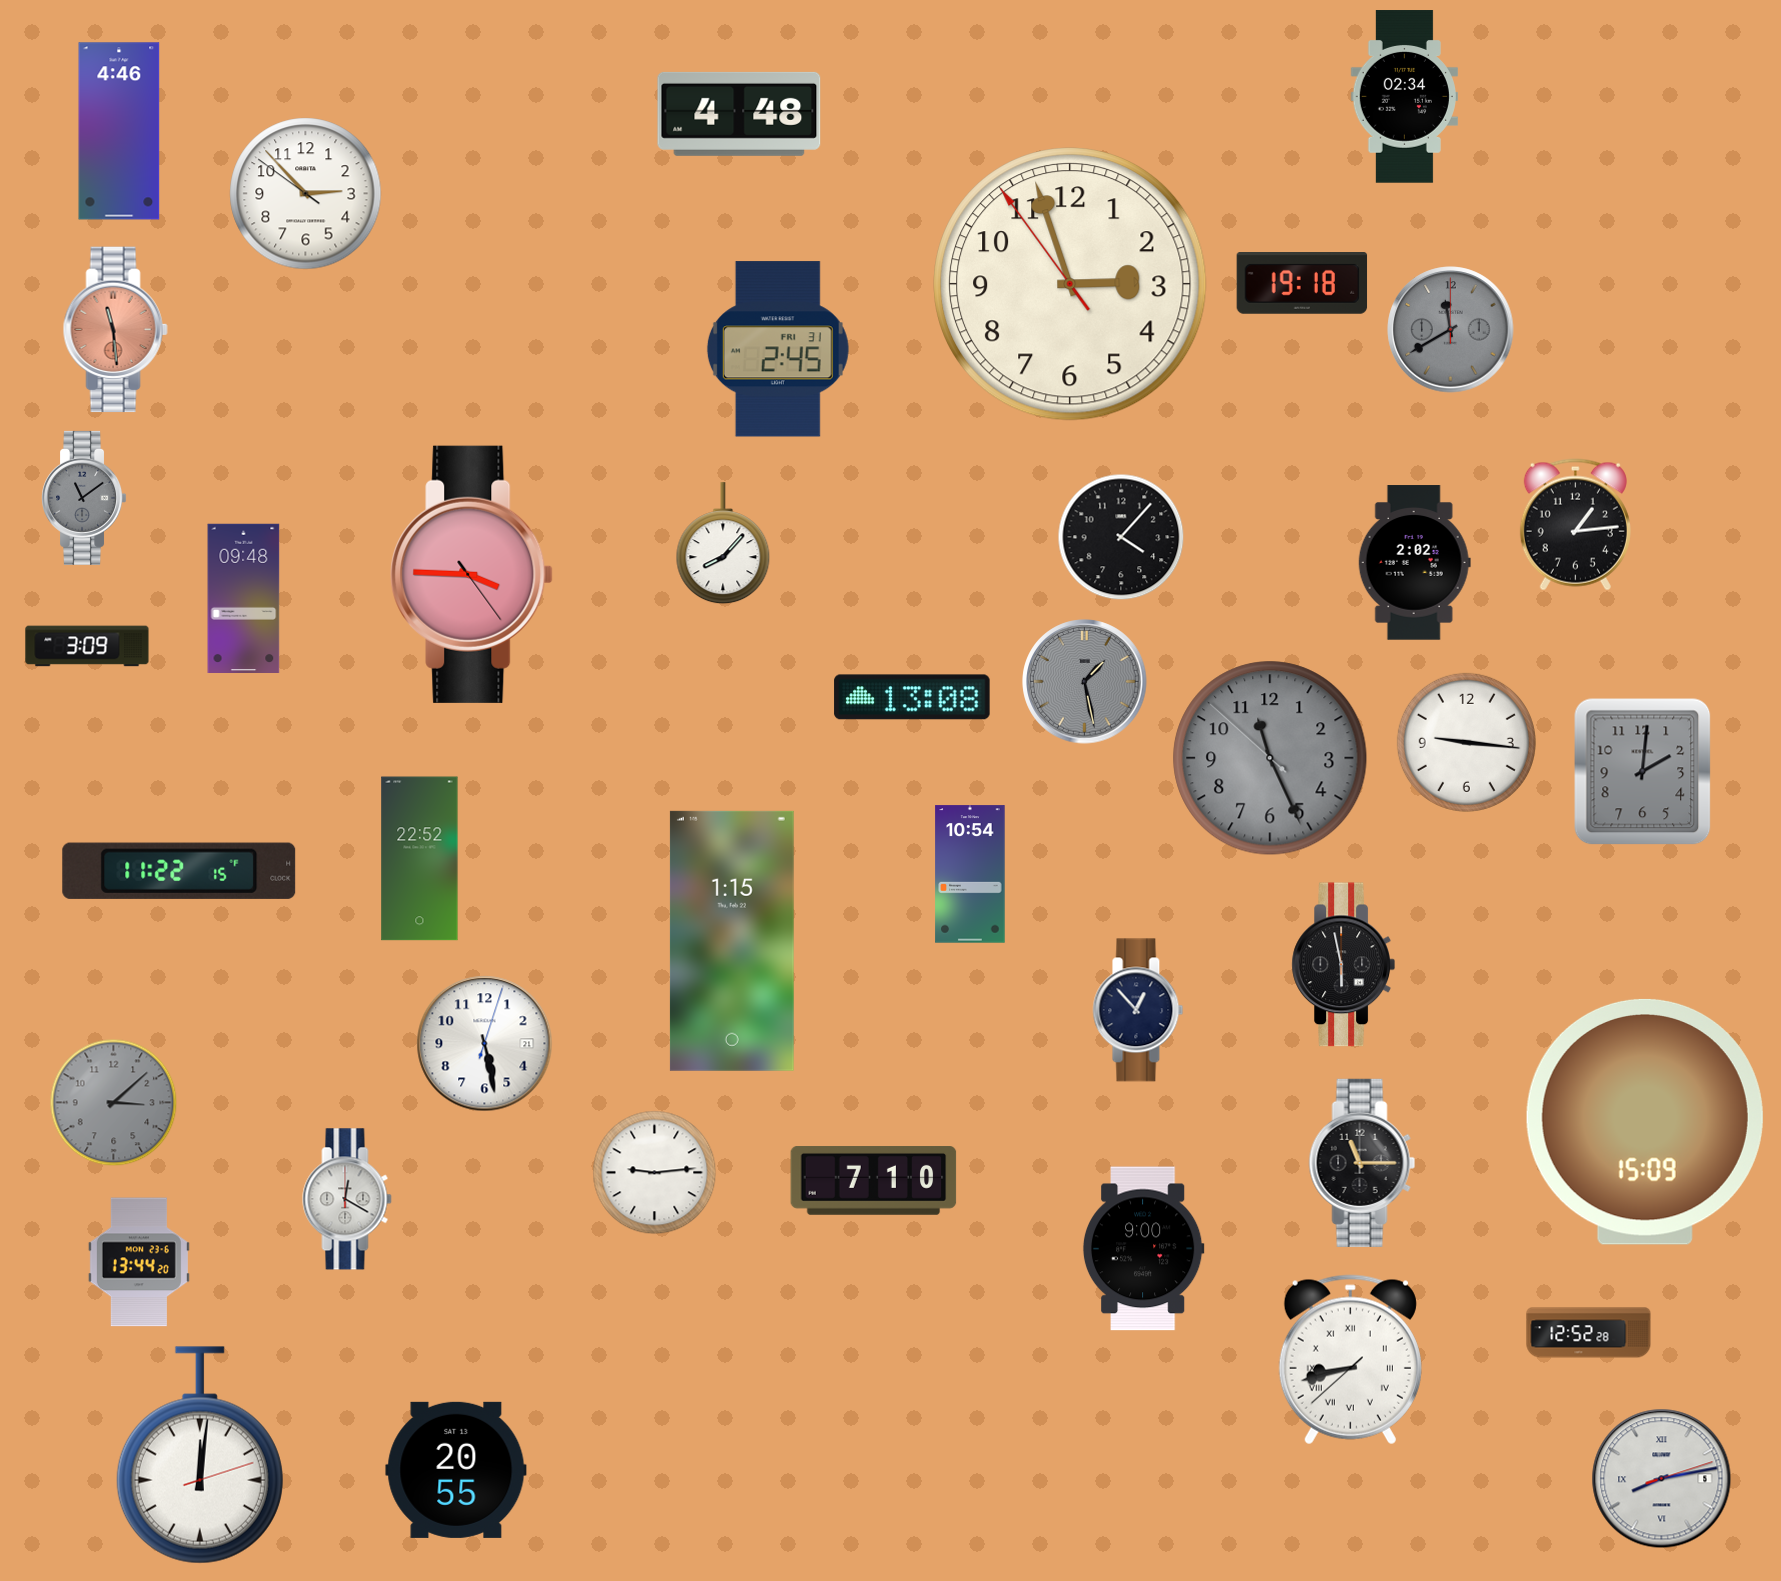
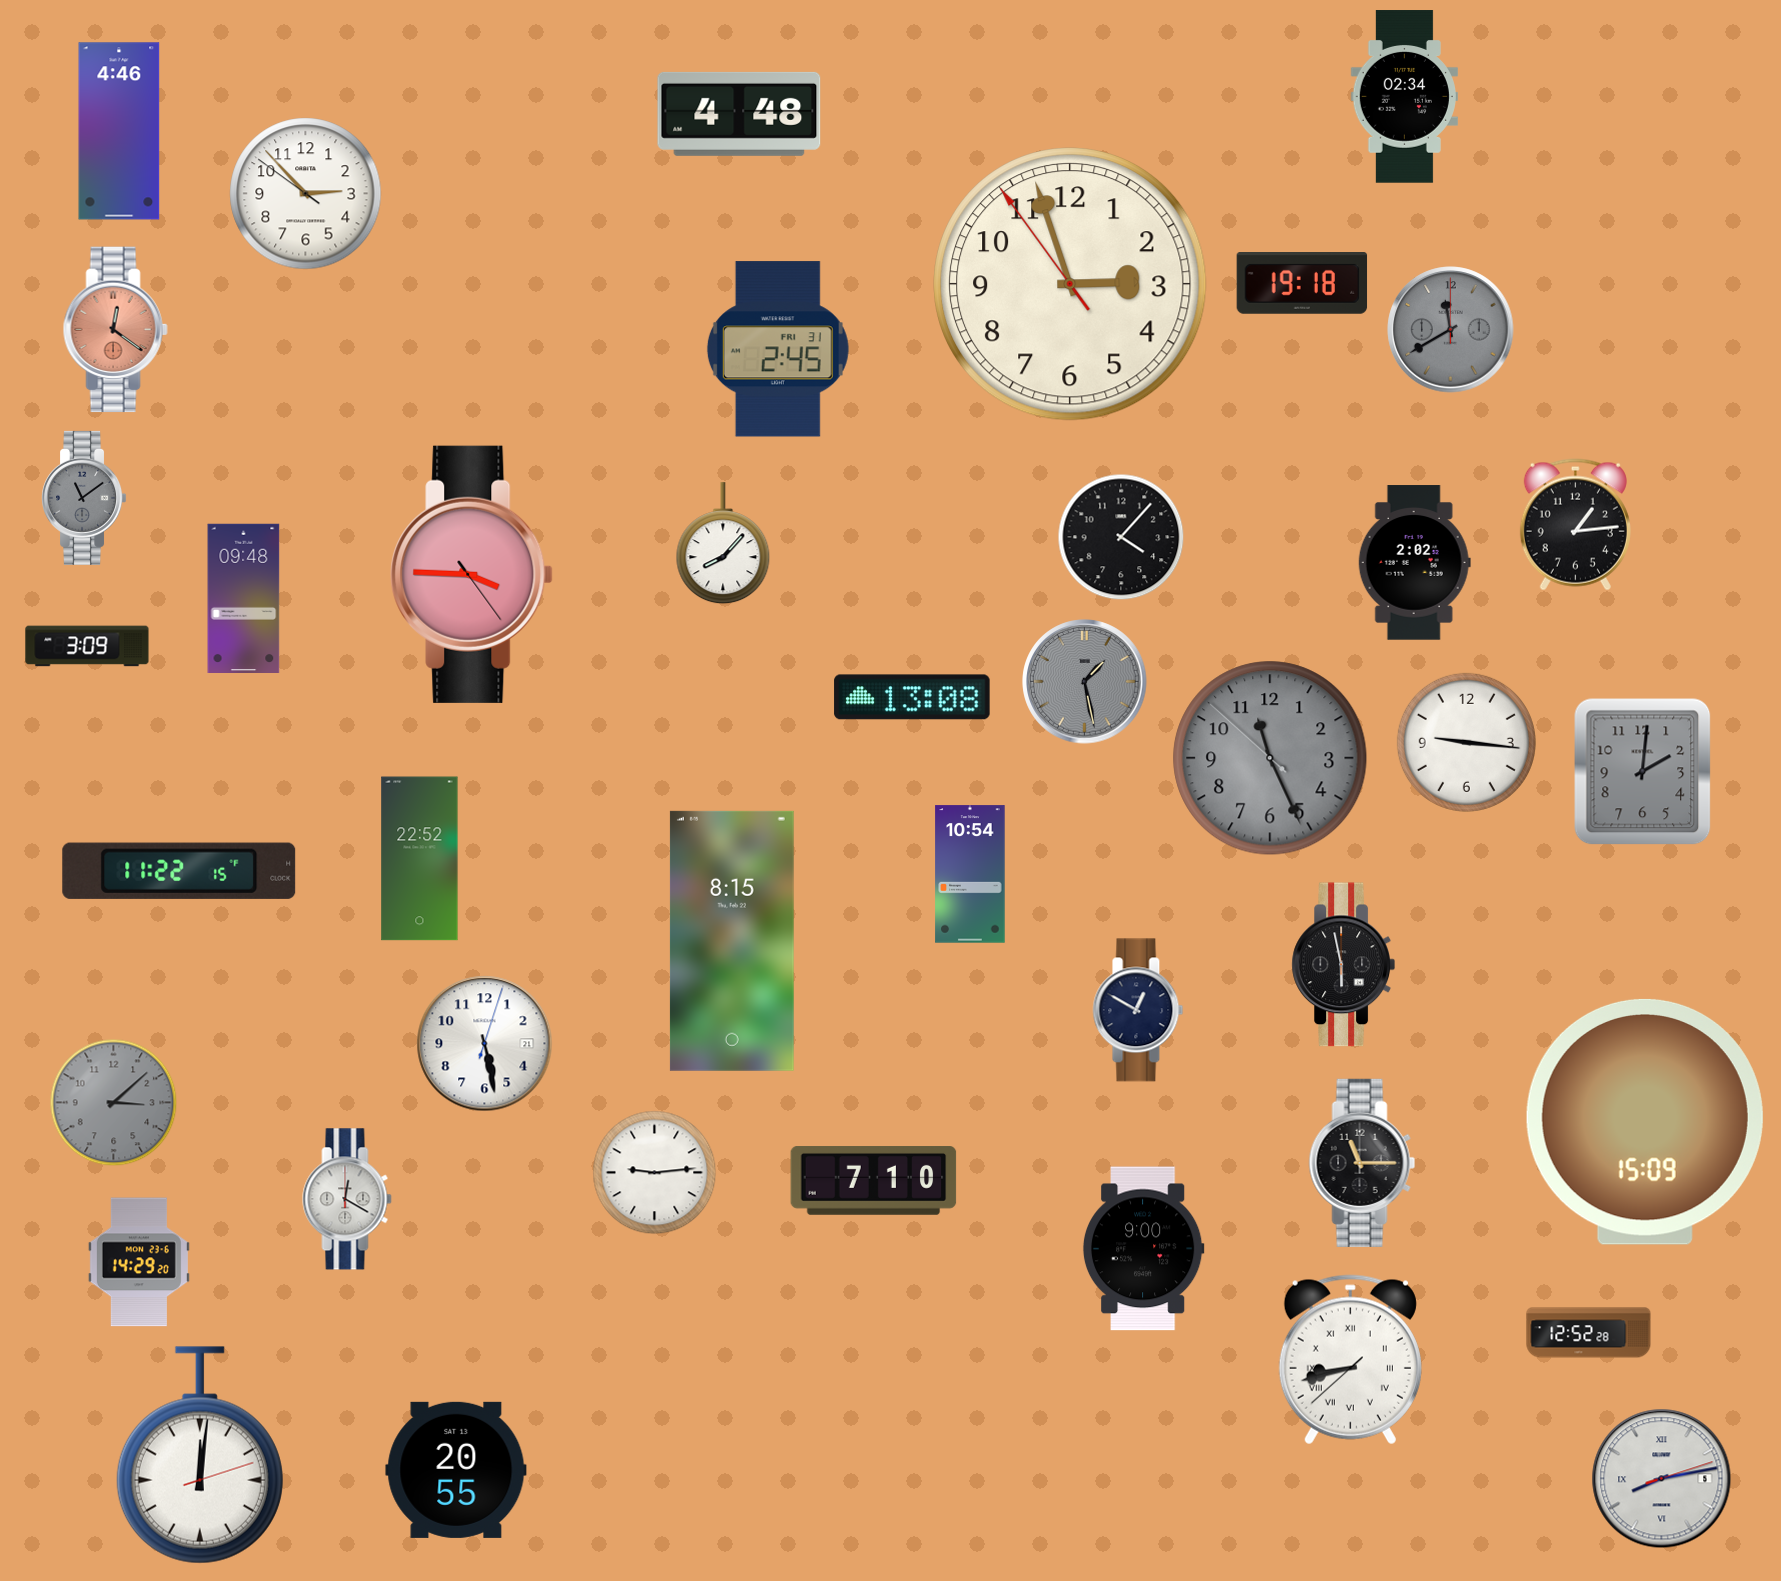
clock at (115, 330): 11:29 -> 12:21
clock at (732, 941): 1:15 -> 8:15
clock at (1138, 1010): 12:53 -> 12:50
clock at (139, 1262): 13:44 -> 14:29
